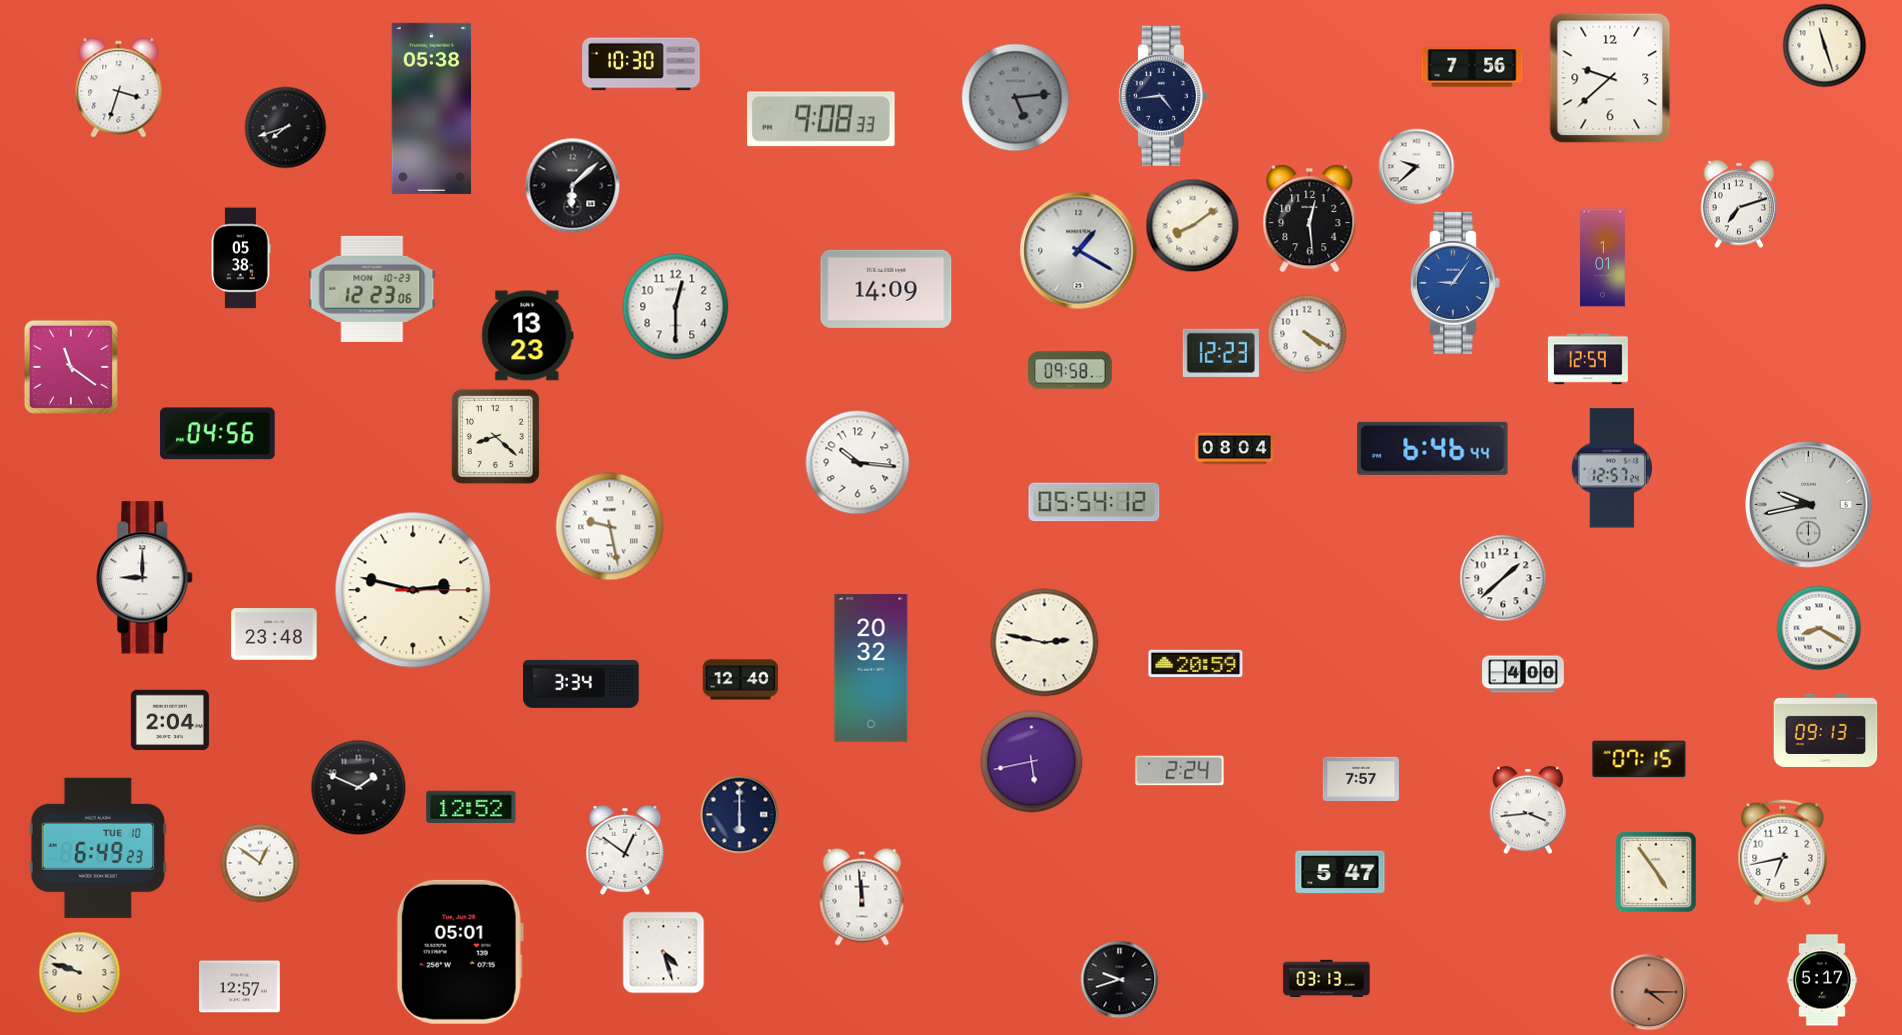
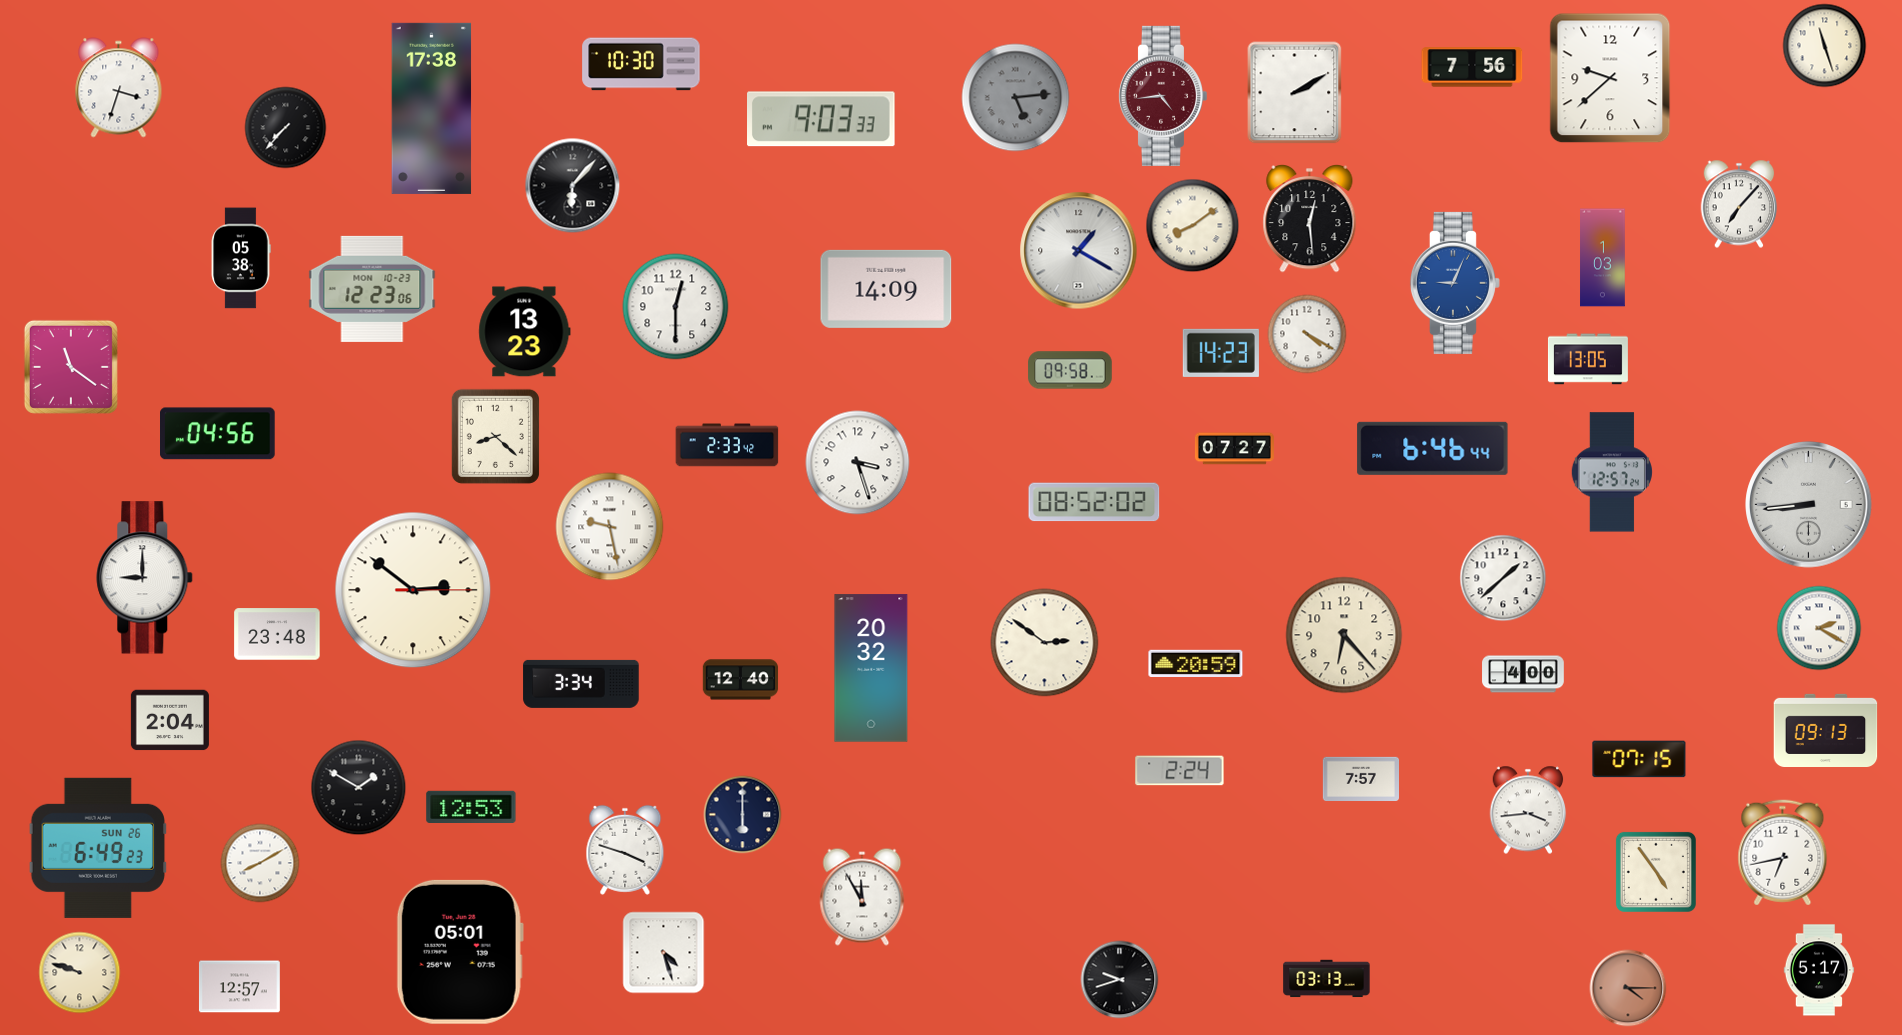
clock at (1295, 93): none -> 2:10
clock at (1162, 96) dial: navy -> burgundy
clock at (432, 108): 05:38 -> 17:38
clock at (822, 119): 9:08 -> 9:03
clock at (286, 128): 7:42 -> 7:37
clock at (1417, 167): 9:38 -> none
clock at (573, 186): 6:08 -> 6:07
clock at (1739, 204): 7:12 -> 7:07
clock at (1603, 258): 1:01 -> 1:03
clock at (1455, 283): 9:06 -> 9:04
clock at (528, 336) position: (528, 336) -> (525, 332)
clock at (1221, 353): 12:23 -> 14:23
clock at (1588, 359): 12:59 -> 13:05
clock at (727, 445): none -> 2:33
clock at (1234, 449): 08:04 -> 07:27
clock at (858, 463): 10:16 -> 3:27
clock at (1612, 468) position: (1612, 468) -> (1612, 472)
clock at (1094, 502): 05:54 -> 08:52
clock at (1809, 505): 9:43 -> 8:44
clock at (413, 590): 2:47 -> 2:51
clock at (1819, 628): 8:20 -> 2:20
clock at (274, 634) position: (274, 634) -> (277, 634)
clock at (1344, 635): none -> 6:23
clock at (1045, 643): 2:47 -> 2:51
clock at (1032, 762): 5:43 -> none
clock at (359, 788): 1:49 -> 1:50
clock at (471, 806): 12:52 -> 12:53
clock at (740, 815) position: (740, 815) -> (743, 815)
clock at (98, 848) date: TUE 10 -> SUN 26
clock at (625, 850): 12:51 -> 3:48
clock at (260, 863): 12:51 -> 8:10
clock at (1340, 872): 5:47 -> none
clock at (862, 897): 11:59 -> 11:55
clock at (1822, 980) position: (1822, 980) -> (1819, 970)
clock at (1649, 992) position: (1649, 992) -> (1628, 988)
